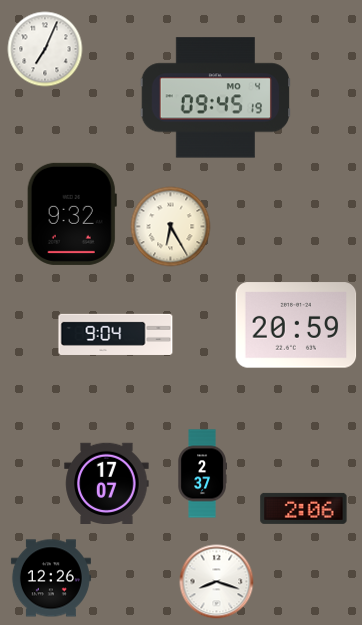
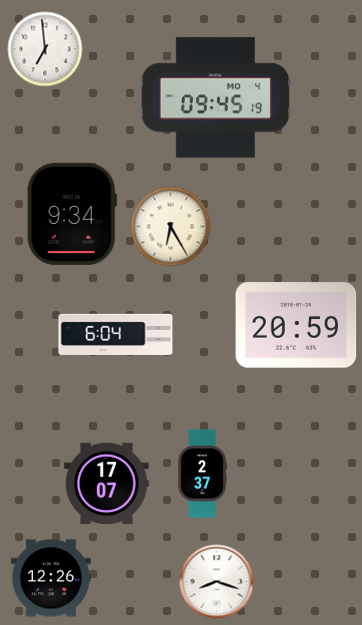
clock at (45, 49): 7:04 -> 6:59
clock at (72, 214): 9:32 -> 9:34
clock at (116, 334): 9:04 -> 6:04
clock at (304, 508): 2:06 -> none
